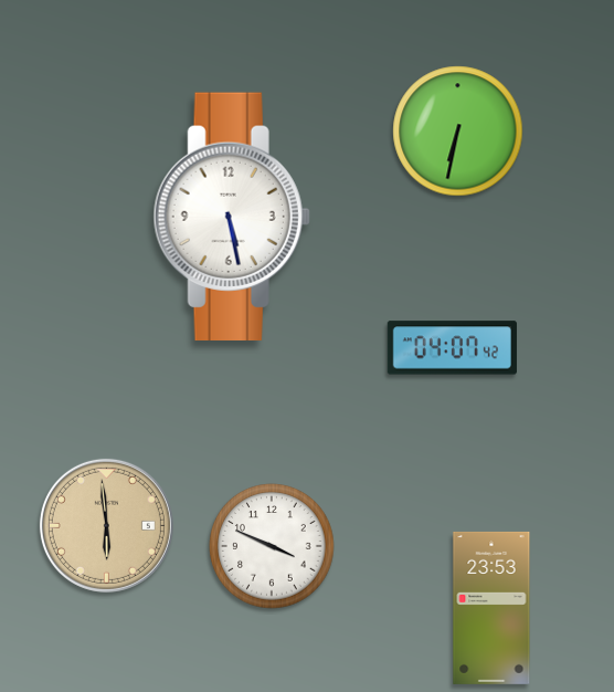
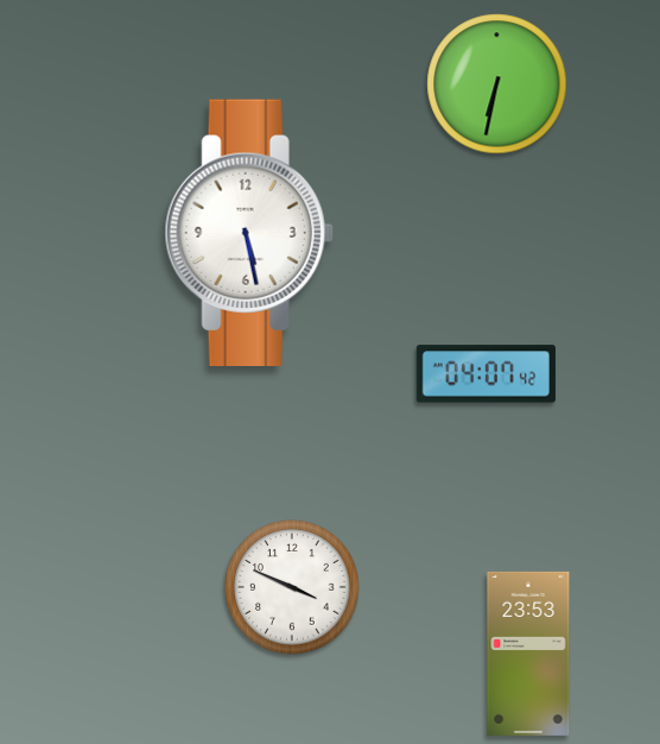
clock at (458, 132) position: (458, 132) -> (497, 84)
clock at (106, 525): 5:59 -> none
